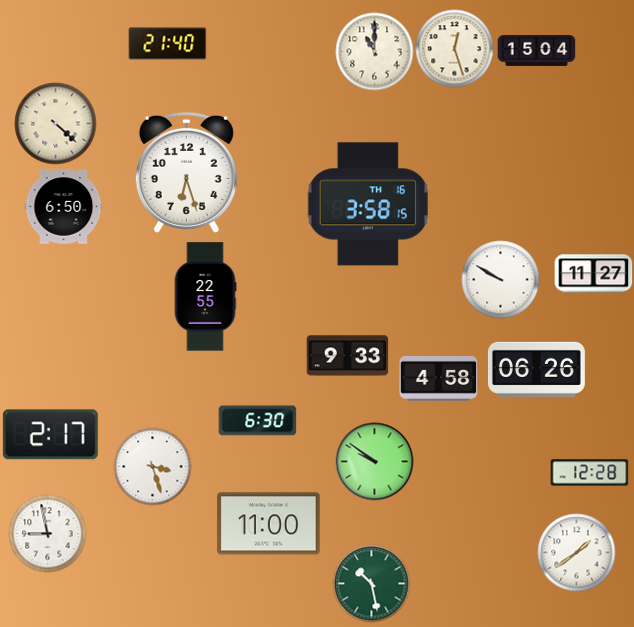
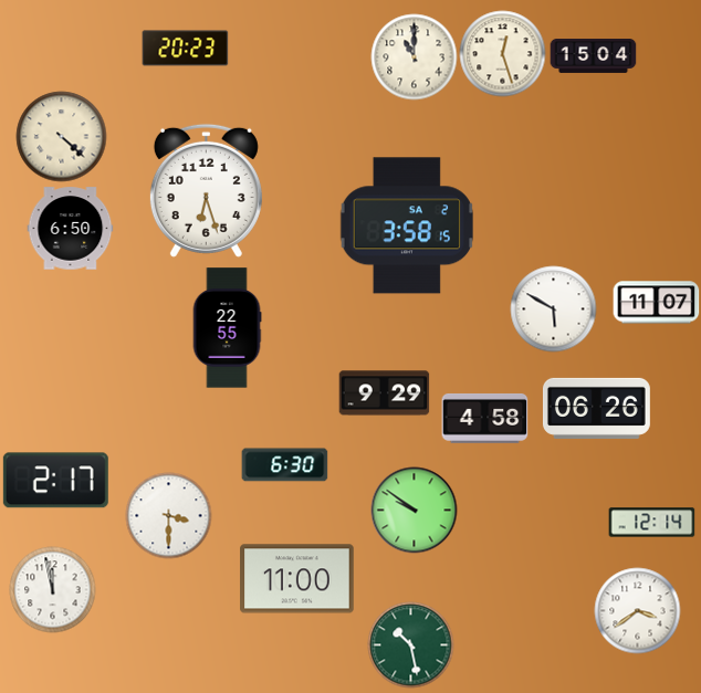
clock at (167, 44): 21:40 -> 20:23
clock at (368, 204) date: TH 16 -> SA 2
clock at (593, 274): 11:27 -> 11:07
clock at (500, 279): 9:50 -> 5:50
clock at (347, 356): 9:33 -> 9:29
clock at (536, 369) position: (536, 369) -> (596, 408)
clock at (152, 466): 3:27 -> 3:30
clock at (589, 473): 12:28 -> 12:14
clock at (47, 533): 8:58 -> 11:58
clock at (576, 552): 1:39 -> 3:39
